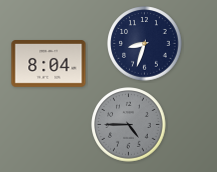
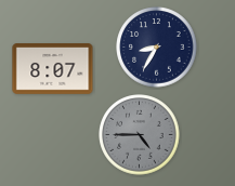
clock at (145, 44): 8:33 -> 8:35
clock at (49, 64): 8:04 -> 8:07
